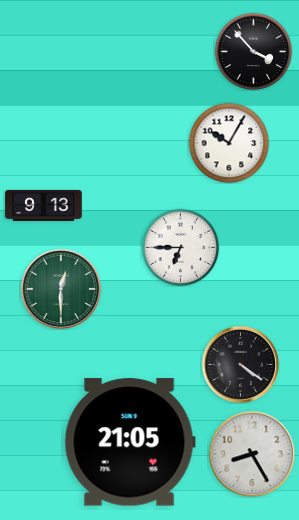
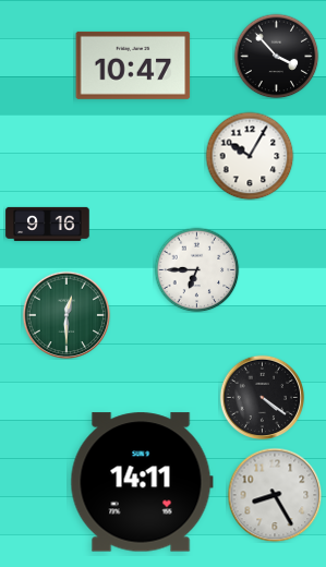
clock at (133, 65): none -> 10:47
clock at (44, 205): 9:13 -> 9:16
clock at (130, 442): 21:05 -> 14:11
